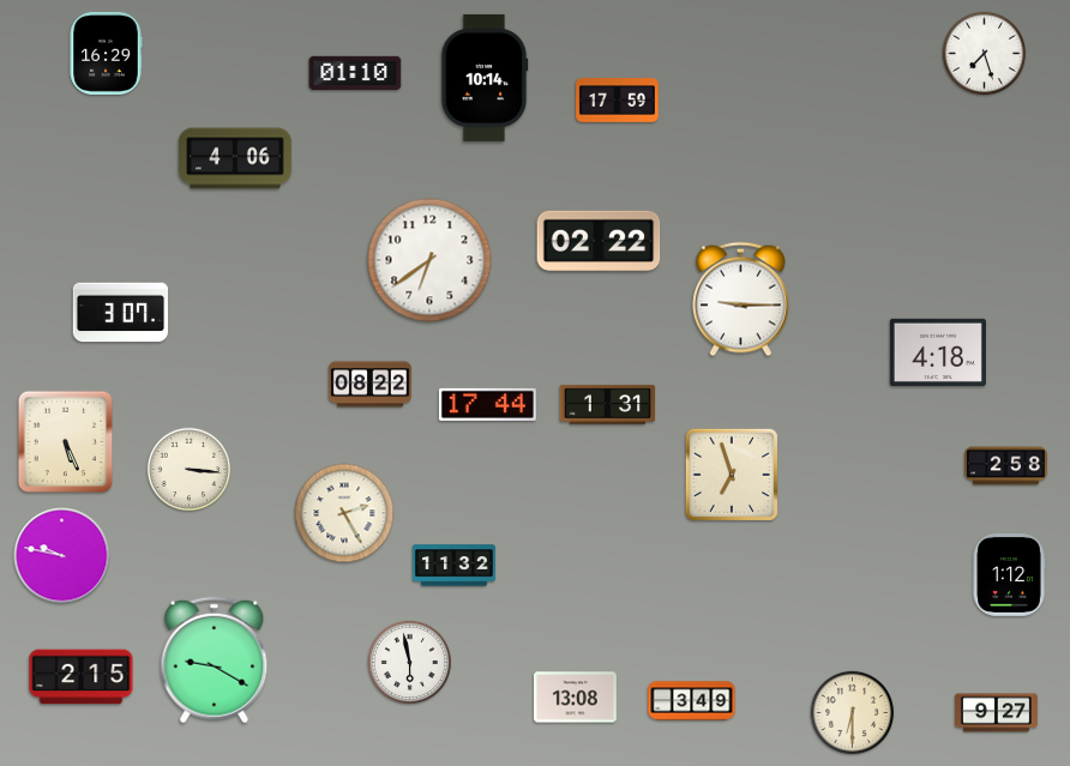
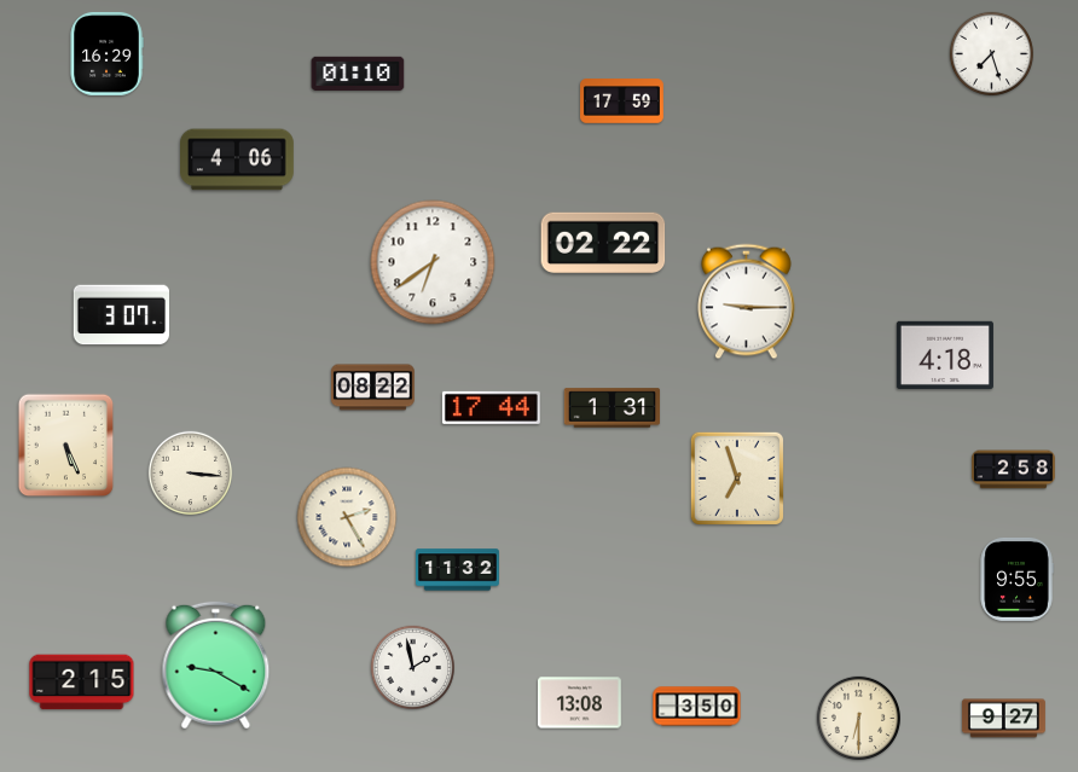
clock at (485, 78): 10:14 -> none
clock at (62, 556): 9:47 -> none
clock at (1009, 574): 1:12 -> 9:55
clock at (409, 662): 5:58 -> 1:58
clock at (692, 701): 3:49 -> 3:50
